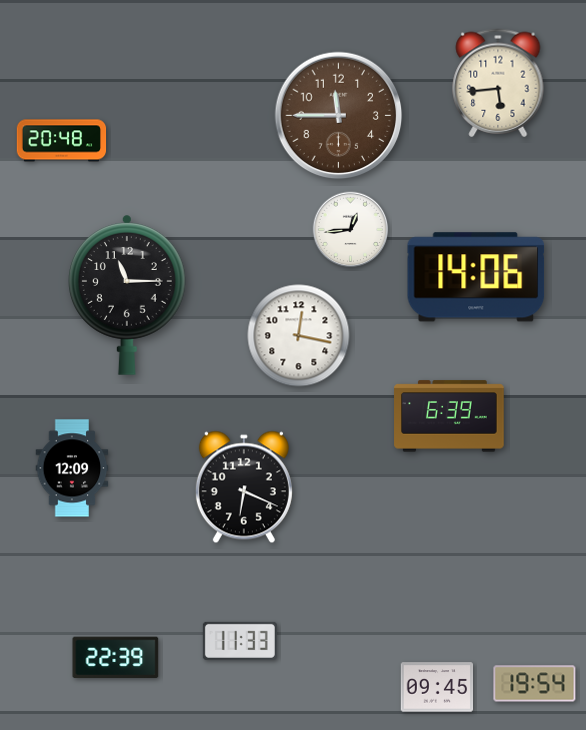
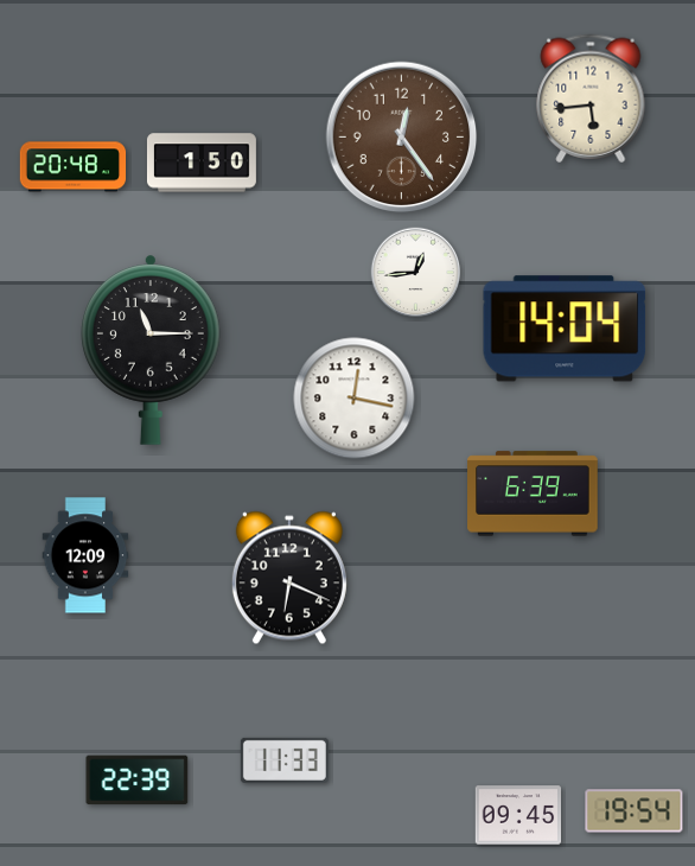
clock at (339, 116): 11:45 -> 12:24
clock at (202, 163): none -> 1:50
clock at (476, 277): 14:06 -> 14:04
